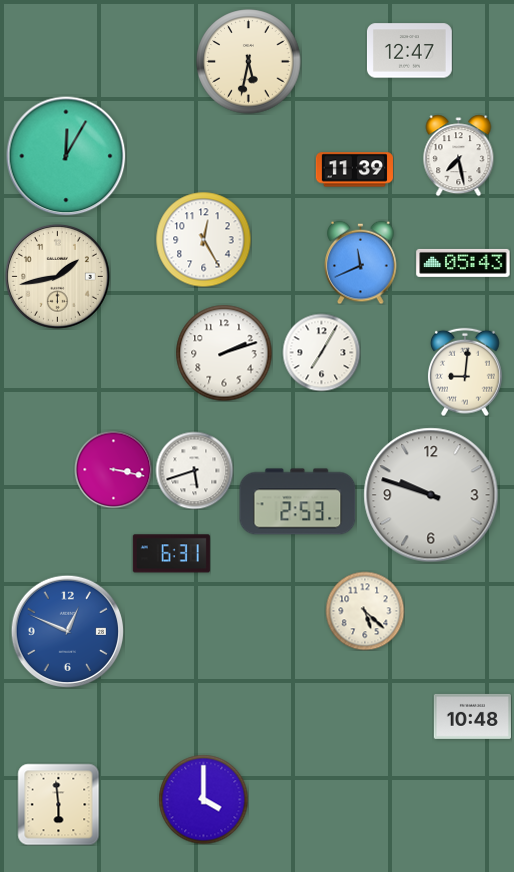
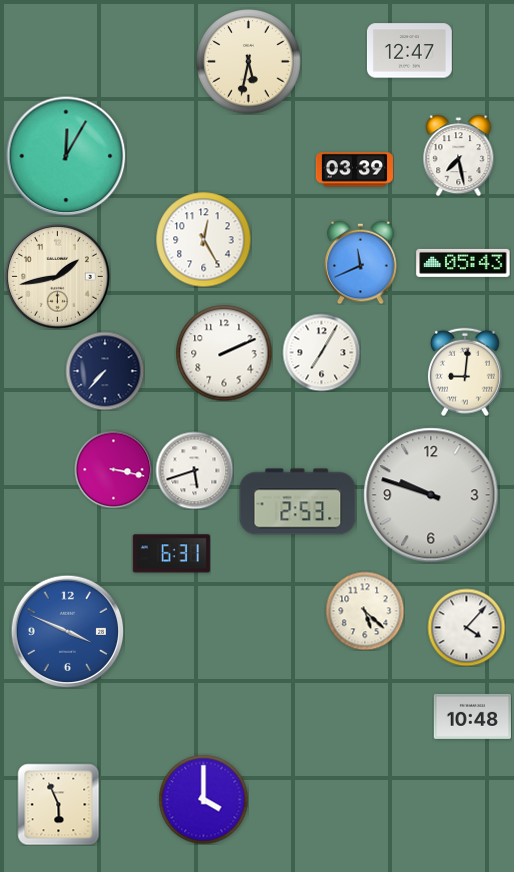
clock at (354, 170): 11:39 -> 03:39
clock at (224, 353): 2:12 -> 2:11
clock at (105, 371): none -> 7:37
clock at (466, 627): none -> 4:07
clock at (67, 631): 12:49 -> 3:49
clock at (58, 804): 5:59 -> 5:56
